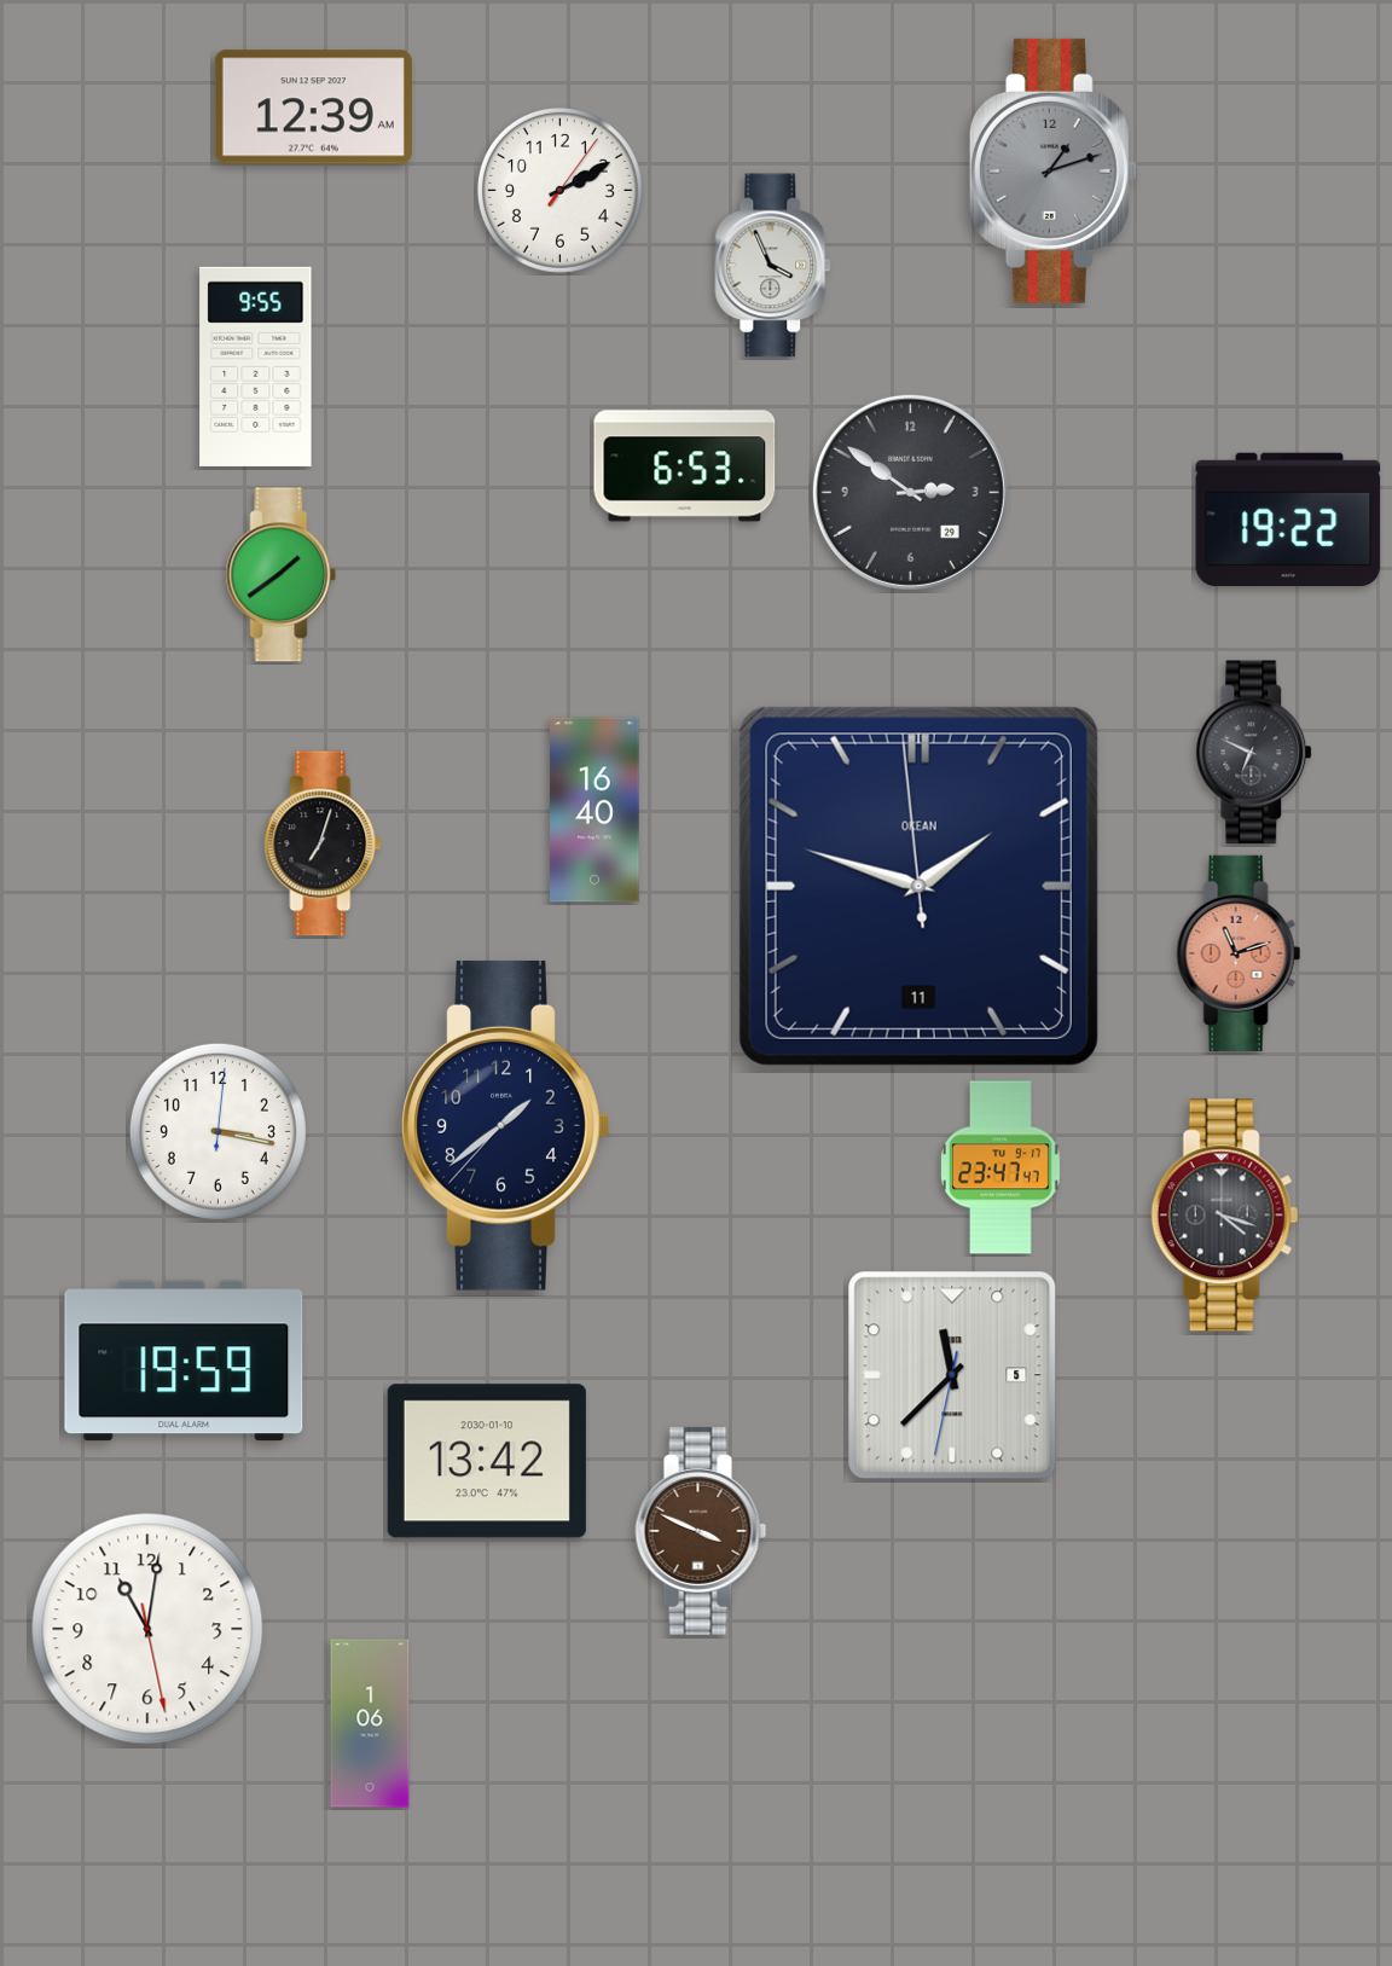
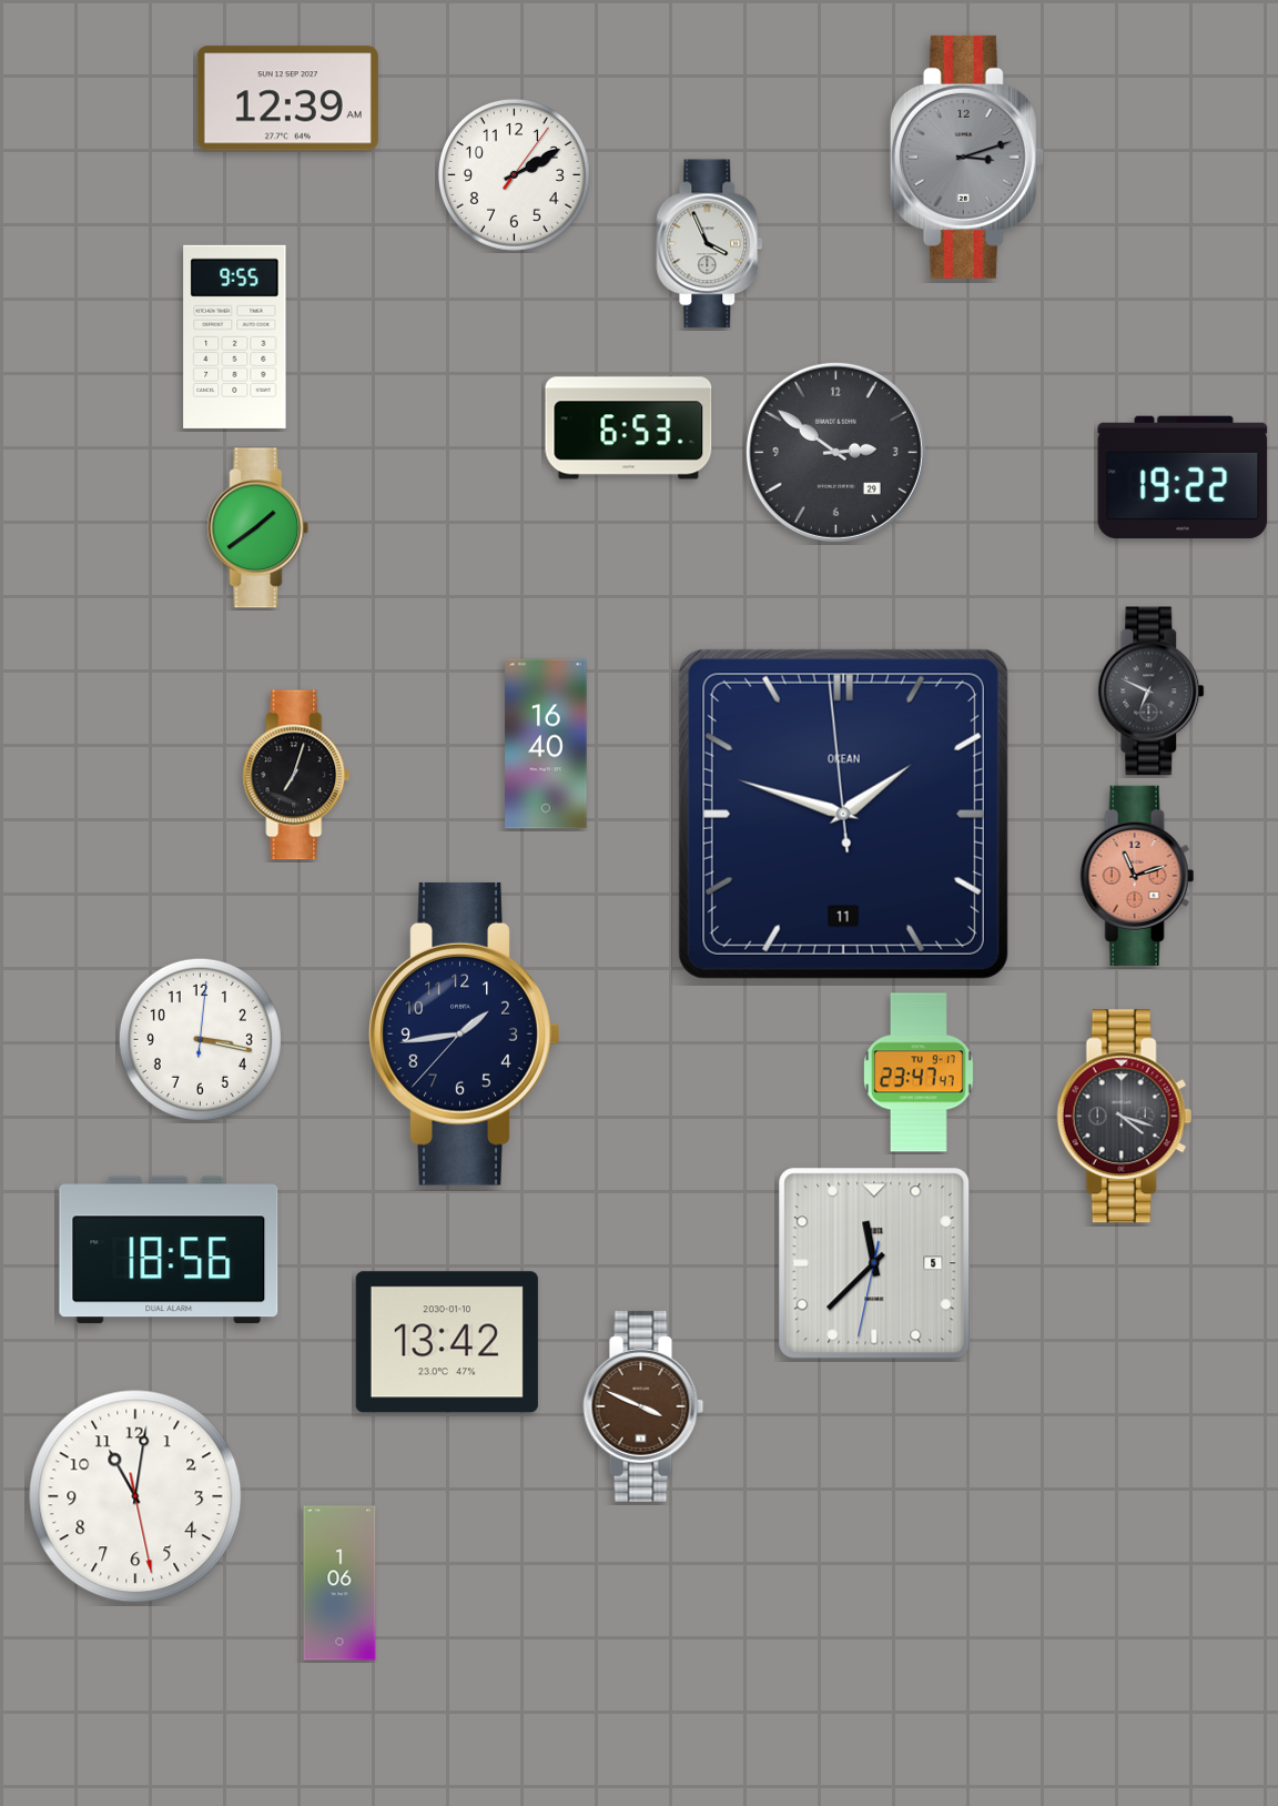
clock at (1052, 170): 1:12 -> 3:12
clock at (506, 1125): 1:38 -> 1:43
clock at (184, 1361): 19:59 -> 18:56
